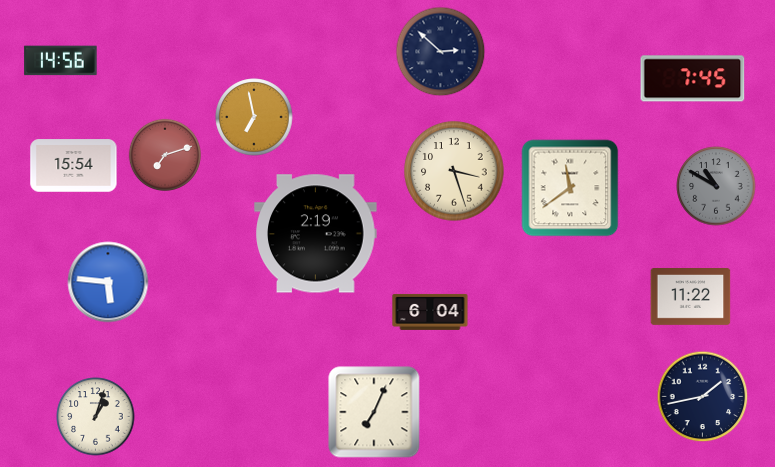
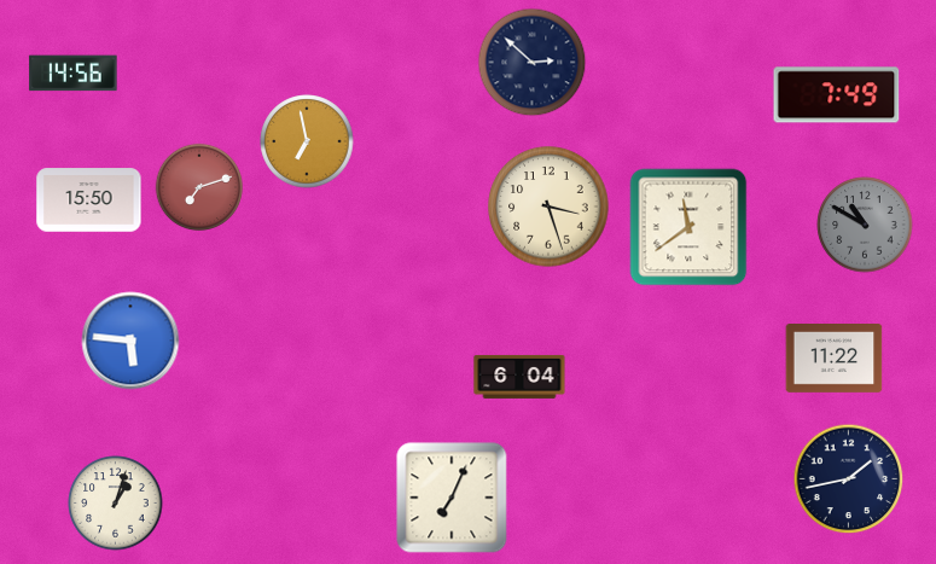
clock at (693, 79): 7:45 -> 7:49
clock at (74, 166): 15:54 -> 15:50
clock at (316, 234): 2:19 -> none
